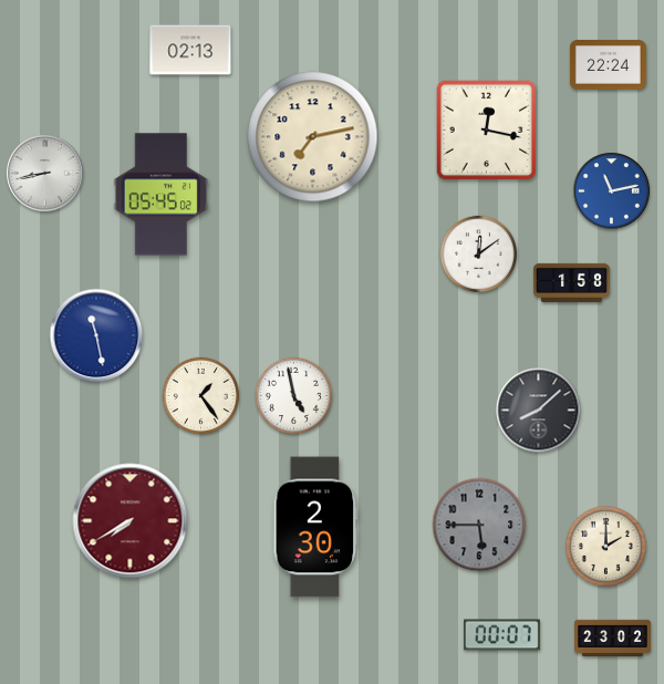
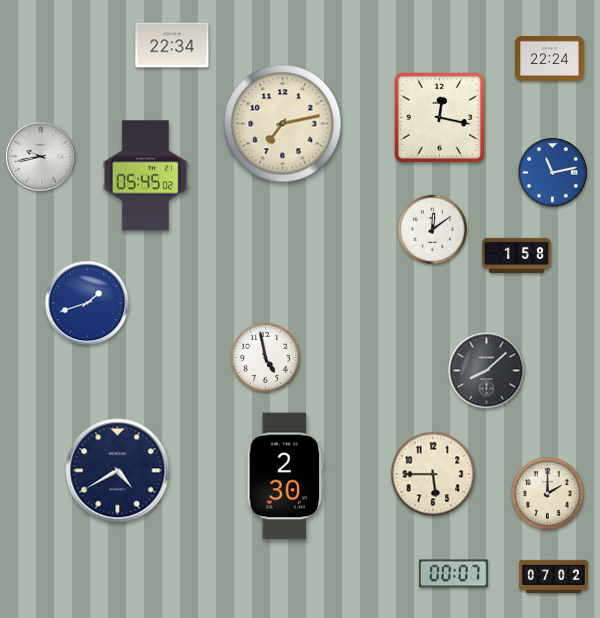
clock at (190, 50): 02:13 -> 22:34
clock at (45, 174): 8:43 -> 9:43
clock at (96, 335): 11:28 -> 1:42
clock at (201, 396): 1:24 -> none
clock at (131, 521): 7:40 -> 4:40
clock at (131, 521) dial: burgundy -> navy
clock at (479, 525) dial: grey -> cream
clock at (613, 639): 23:02 -> 07:02
